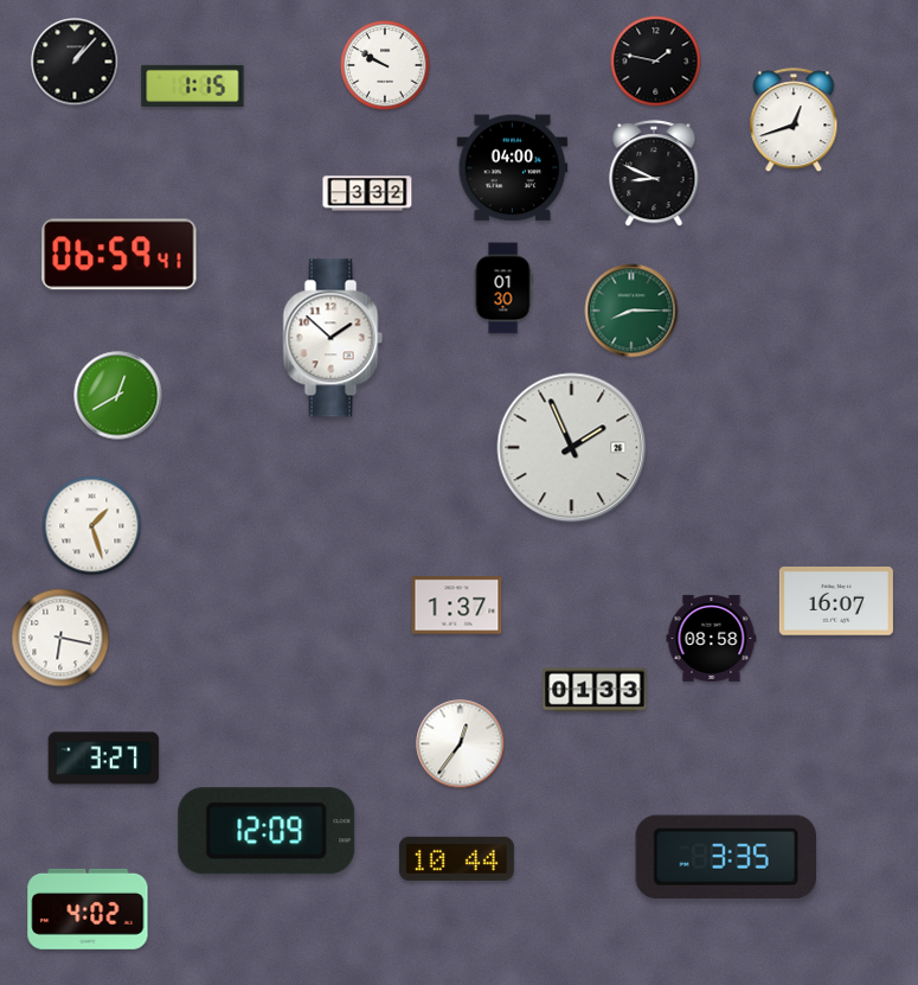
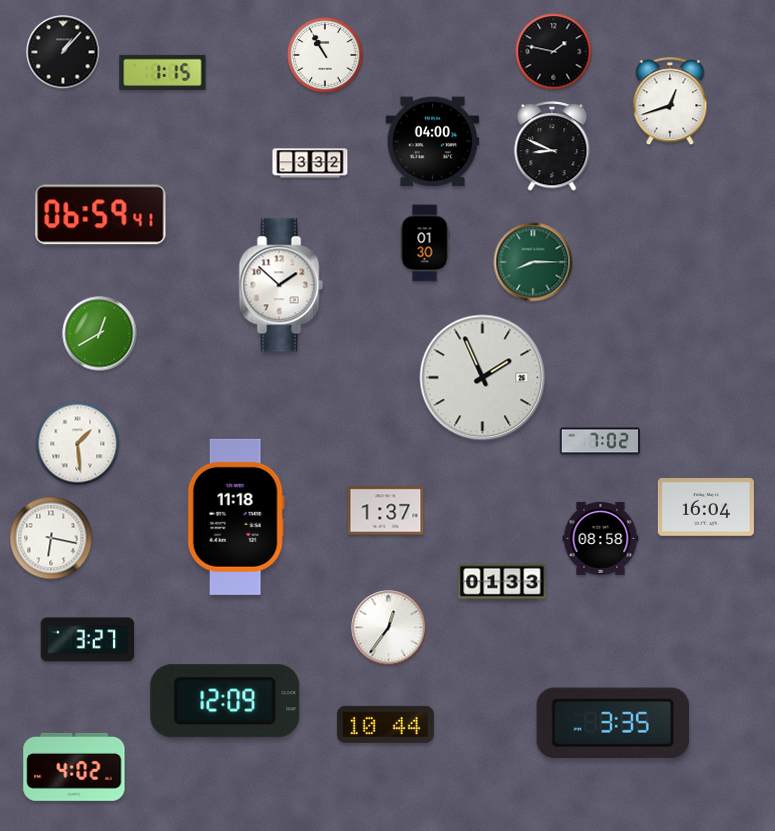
clock at (385, 65): 9:50 -> 10:55
clock at (599, 441): none -> 7:02
clock at (92, 526): 1:27 -> 1:29
clock at (836, 602): 16:07 -> 16:04
clock at (236, 517): none -> 11:18
